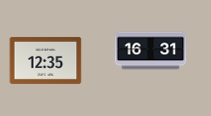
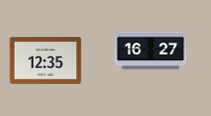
clock at (151, 51): 16:31 -> 16:27
